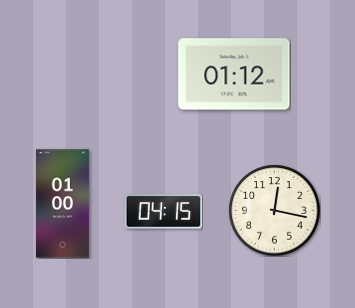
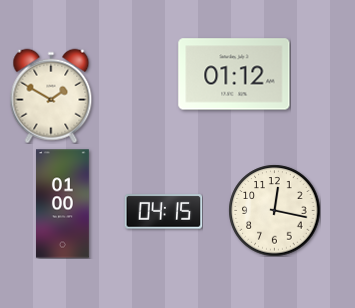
clock at (51, 96): none -> 1:50
